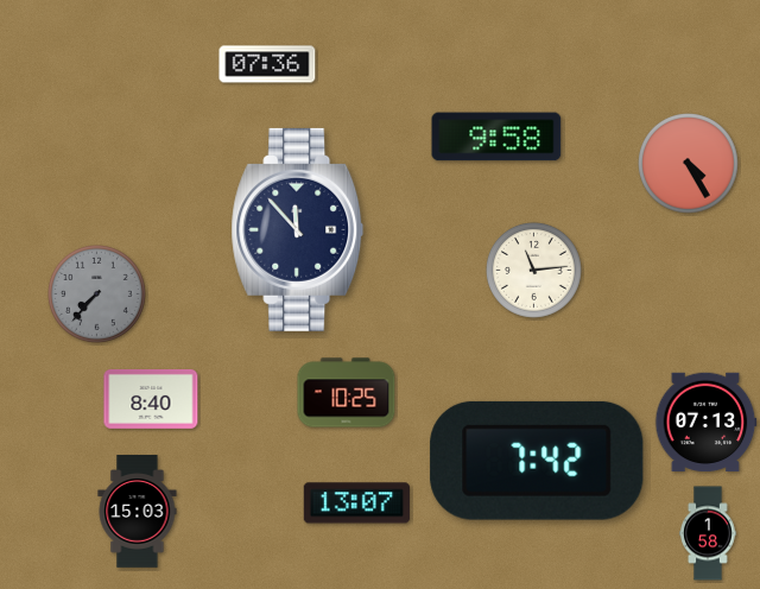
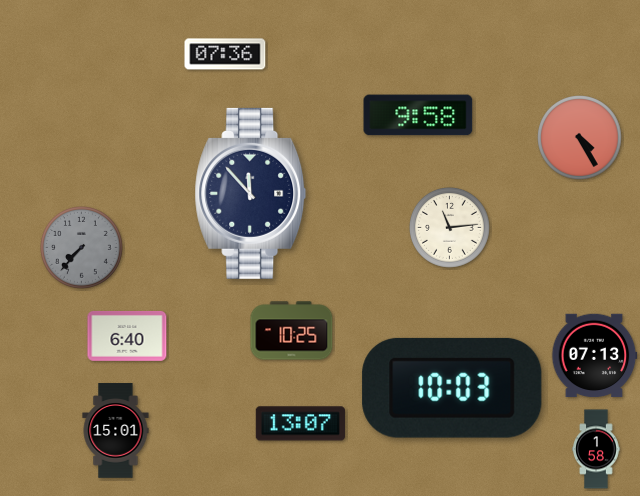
clock at (151, 399): 8:40 -> 6:40
clock at (537, 461): 7:42 -> 10:03
clock at (138, 512): 15:03 -> 15:01
